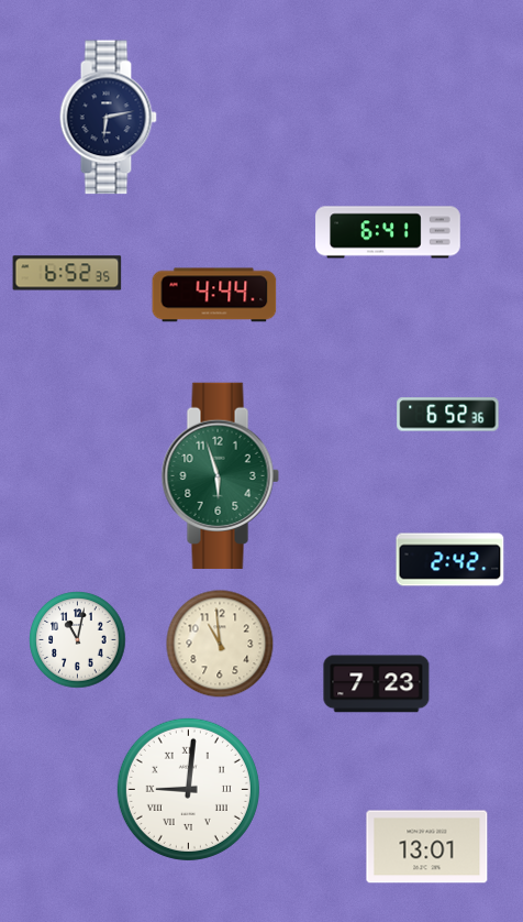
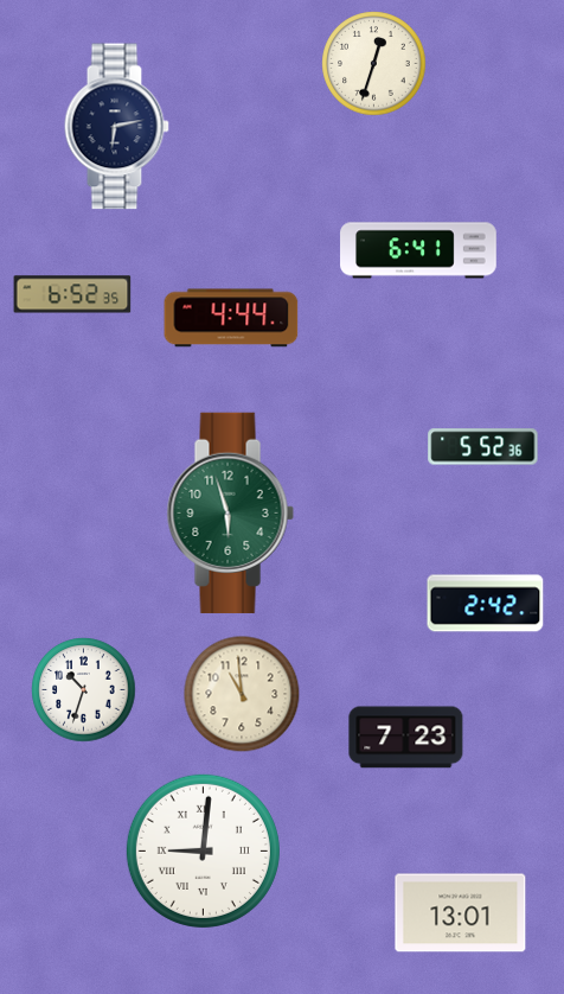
clock at (374, 64): none -> 12:33
clock at (448, 415): 6:52 -> 5:52
clock at (220, 475) position: (220, 475) -> (230, 512)
clock at (78, 640): 11:02 -> 10:33
clock at (220, 644) position: (220, 644) -> (242, 694)
